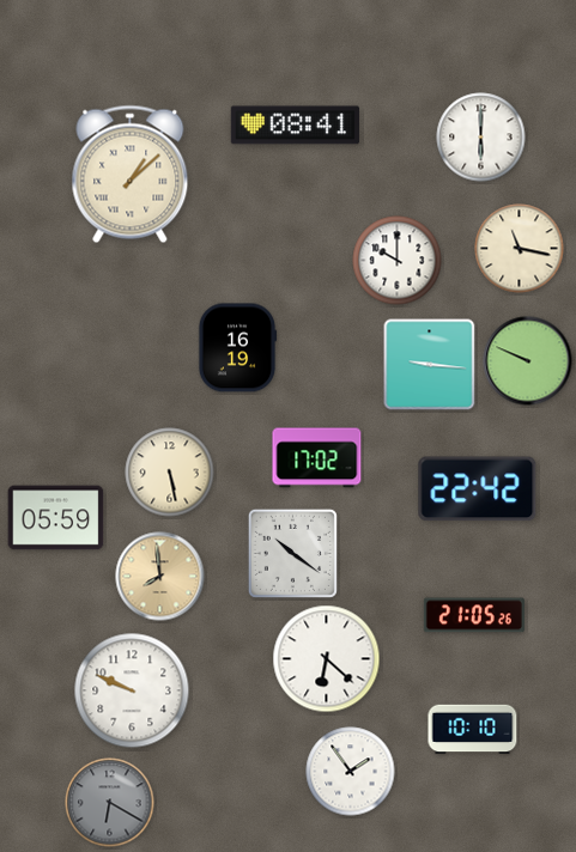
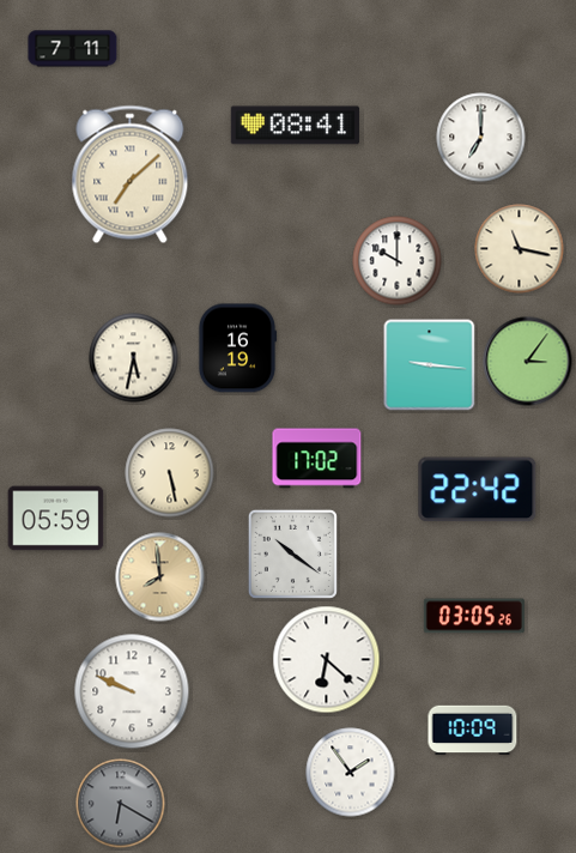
clock at (73, 49): none -> 7:11
clock at (481, 138): 6:00 -> 7:00
clock at (131, 175): 1:08 -> 7:08
clock at (134, 358): none -> 5:32
clock at (528, 361): 9:49 -> 3:06
clock at (474, 615): 21:05 -> 03:05
clock at (473, 730): 10:10 -> 10:09
clock at (110, 803) position: (110, 803) -> (121, 804)
